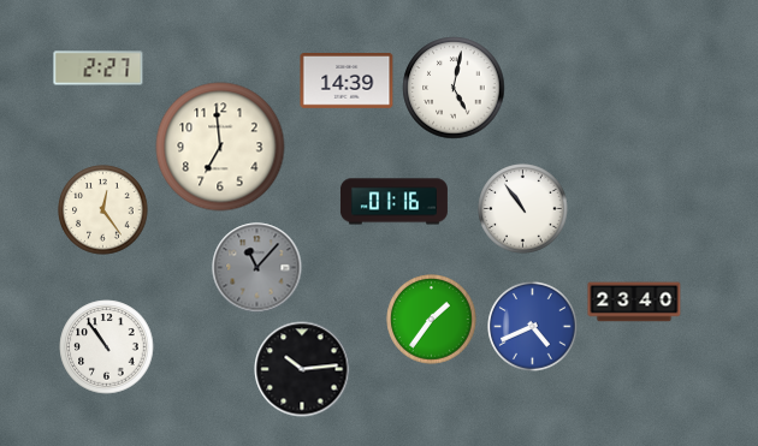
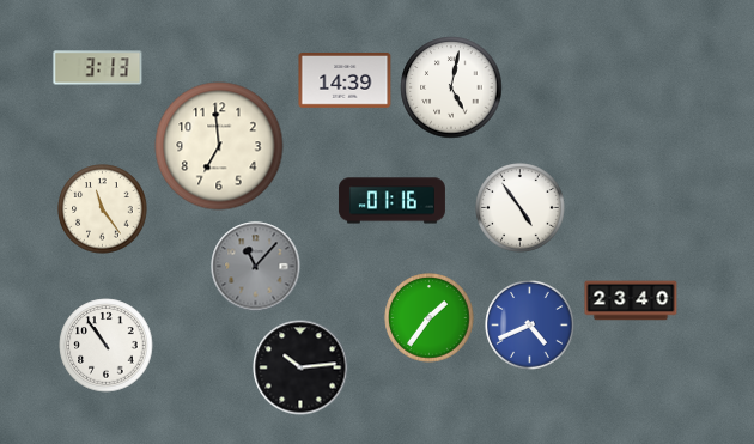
clock at (99, 69): 2:27 -> 3:13
clock at (523, 209): 10:54 -> 4:54
clock at (103, 210): 12:24 -> 11:24
